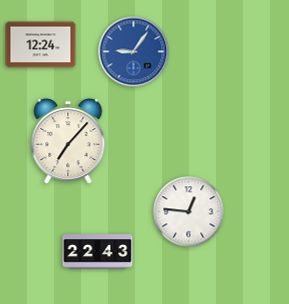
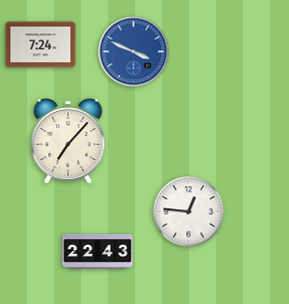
clock at (41, 45): 12:24 -> 7:24
clock at (134, 52): 9:06 -> 3:49
